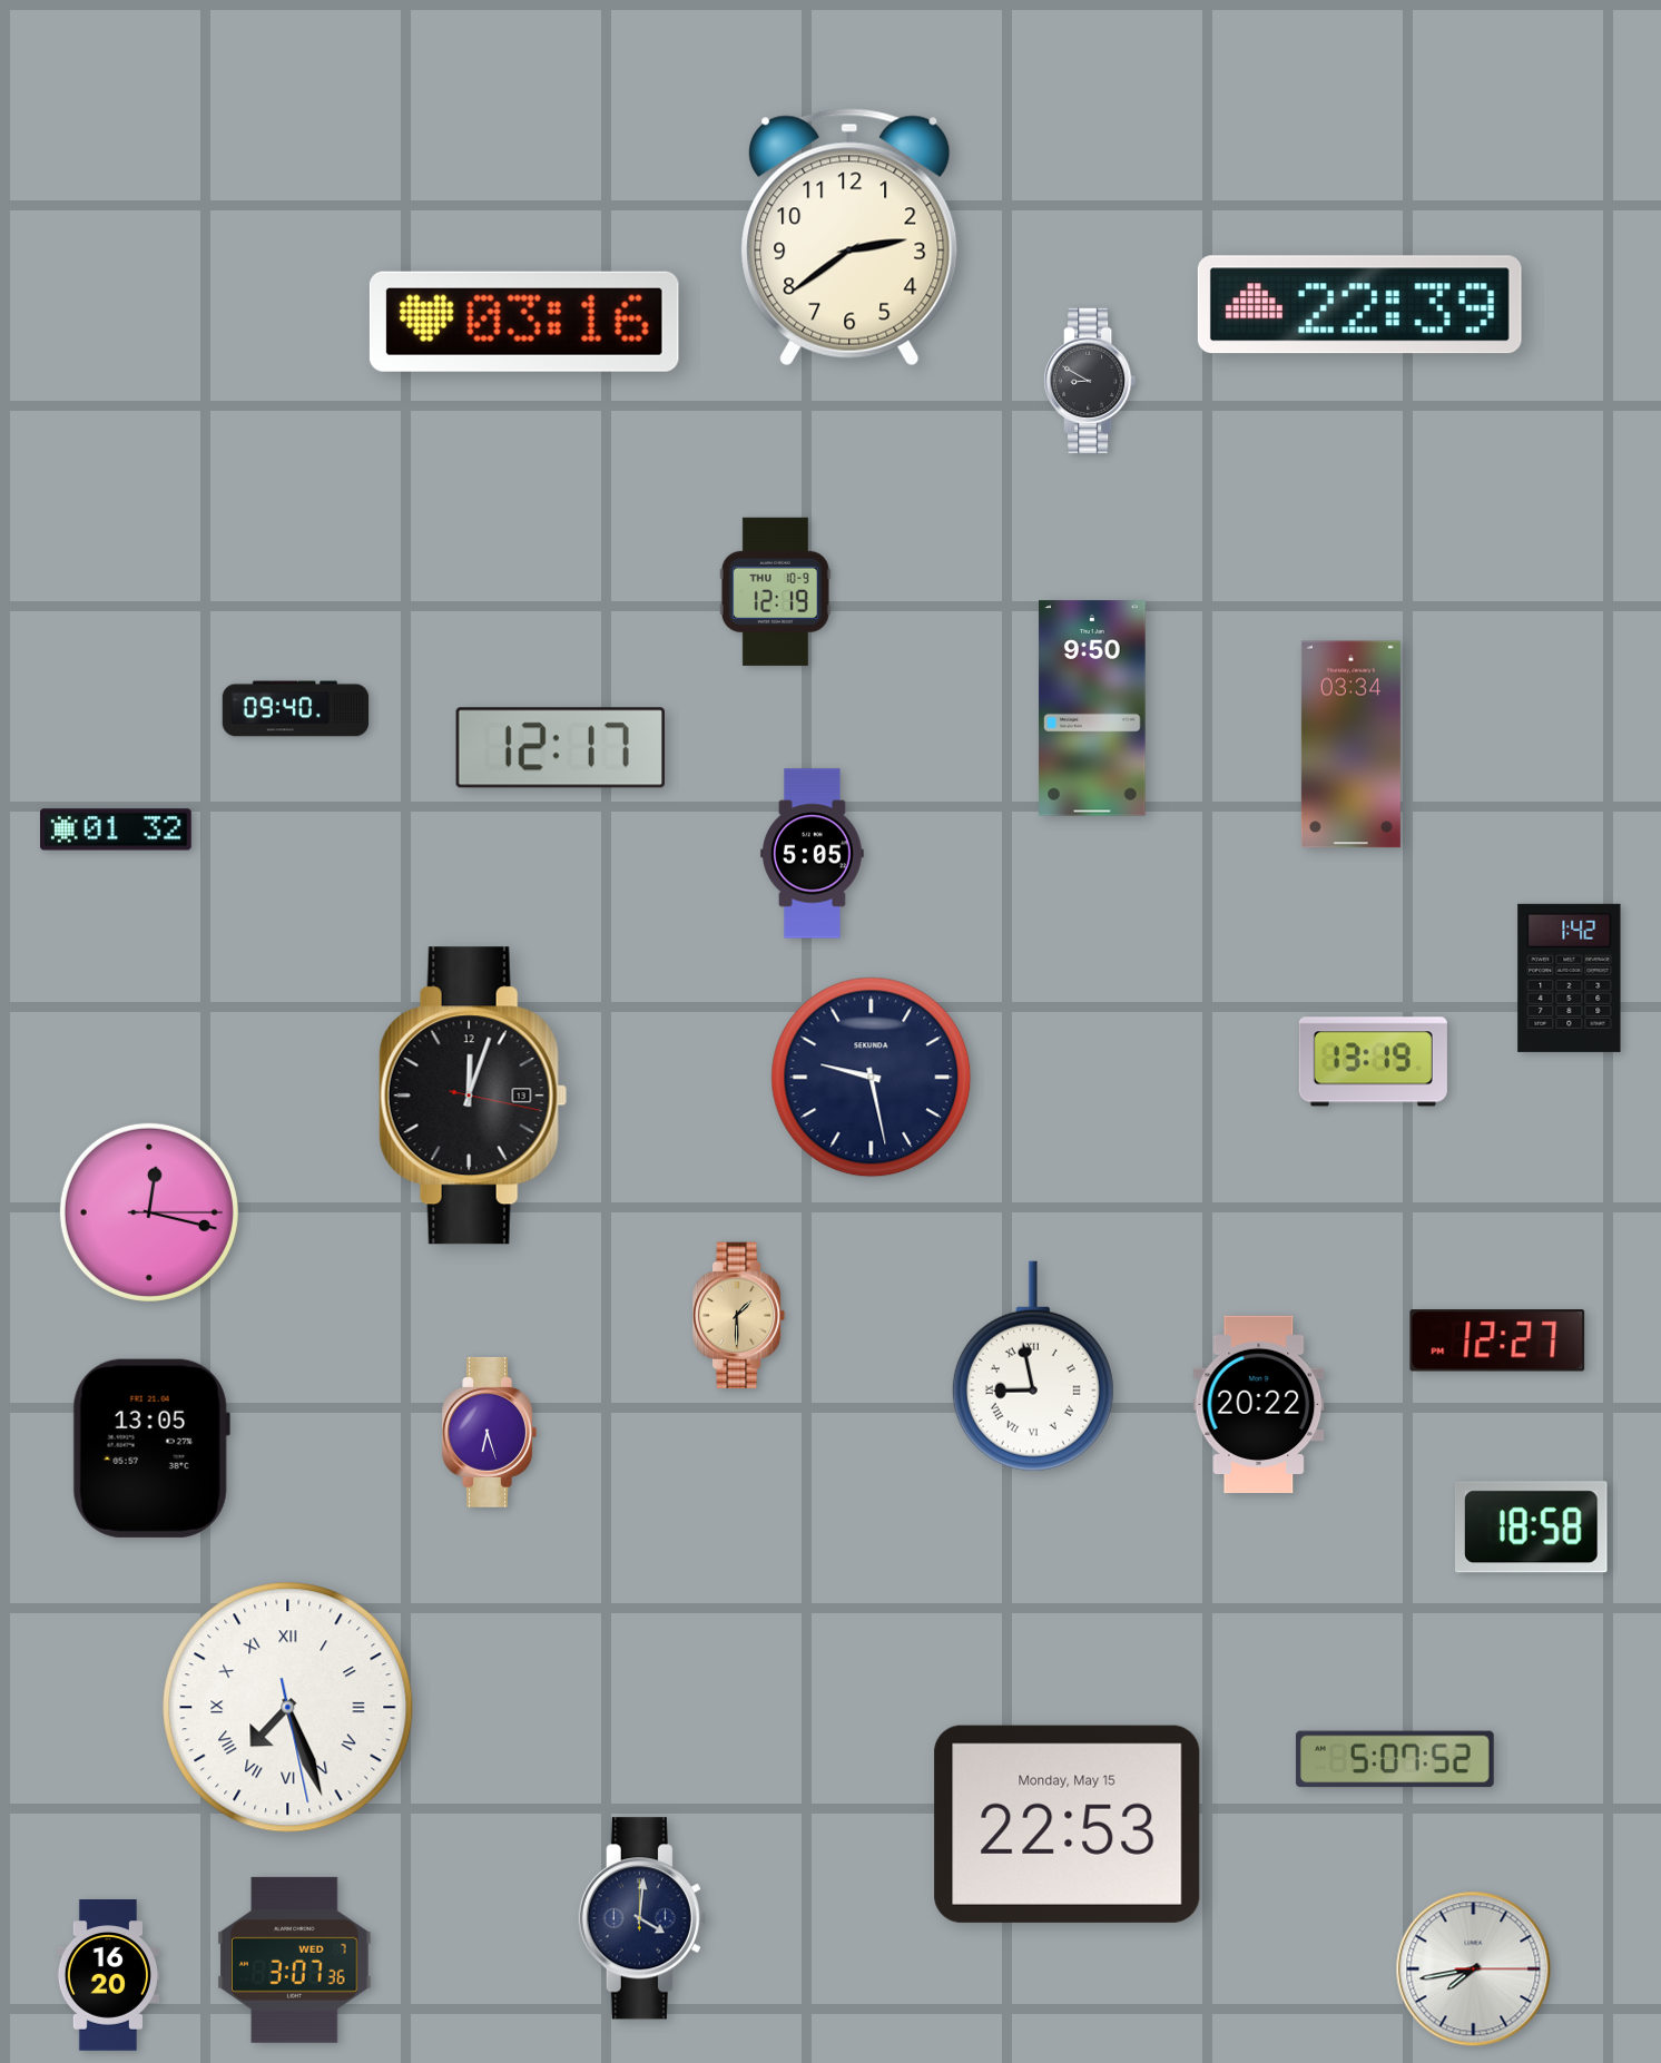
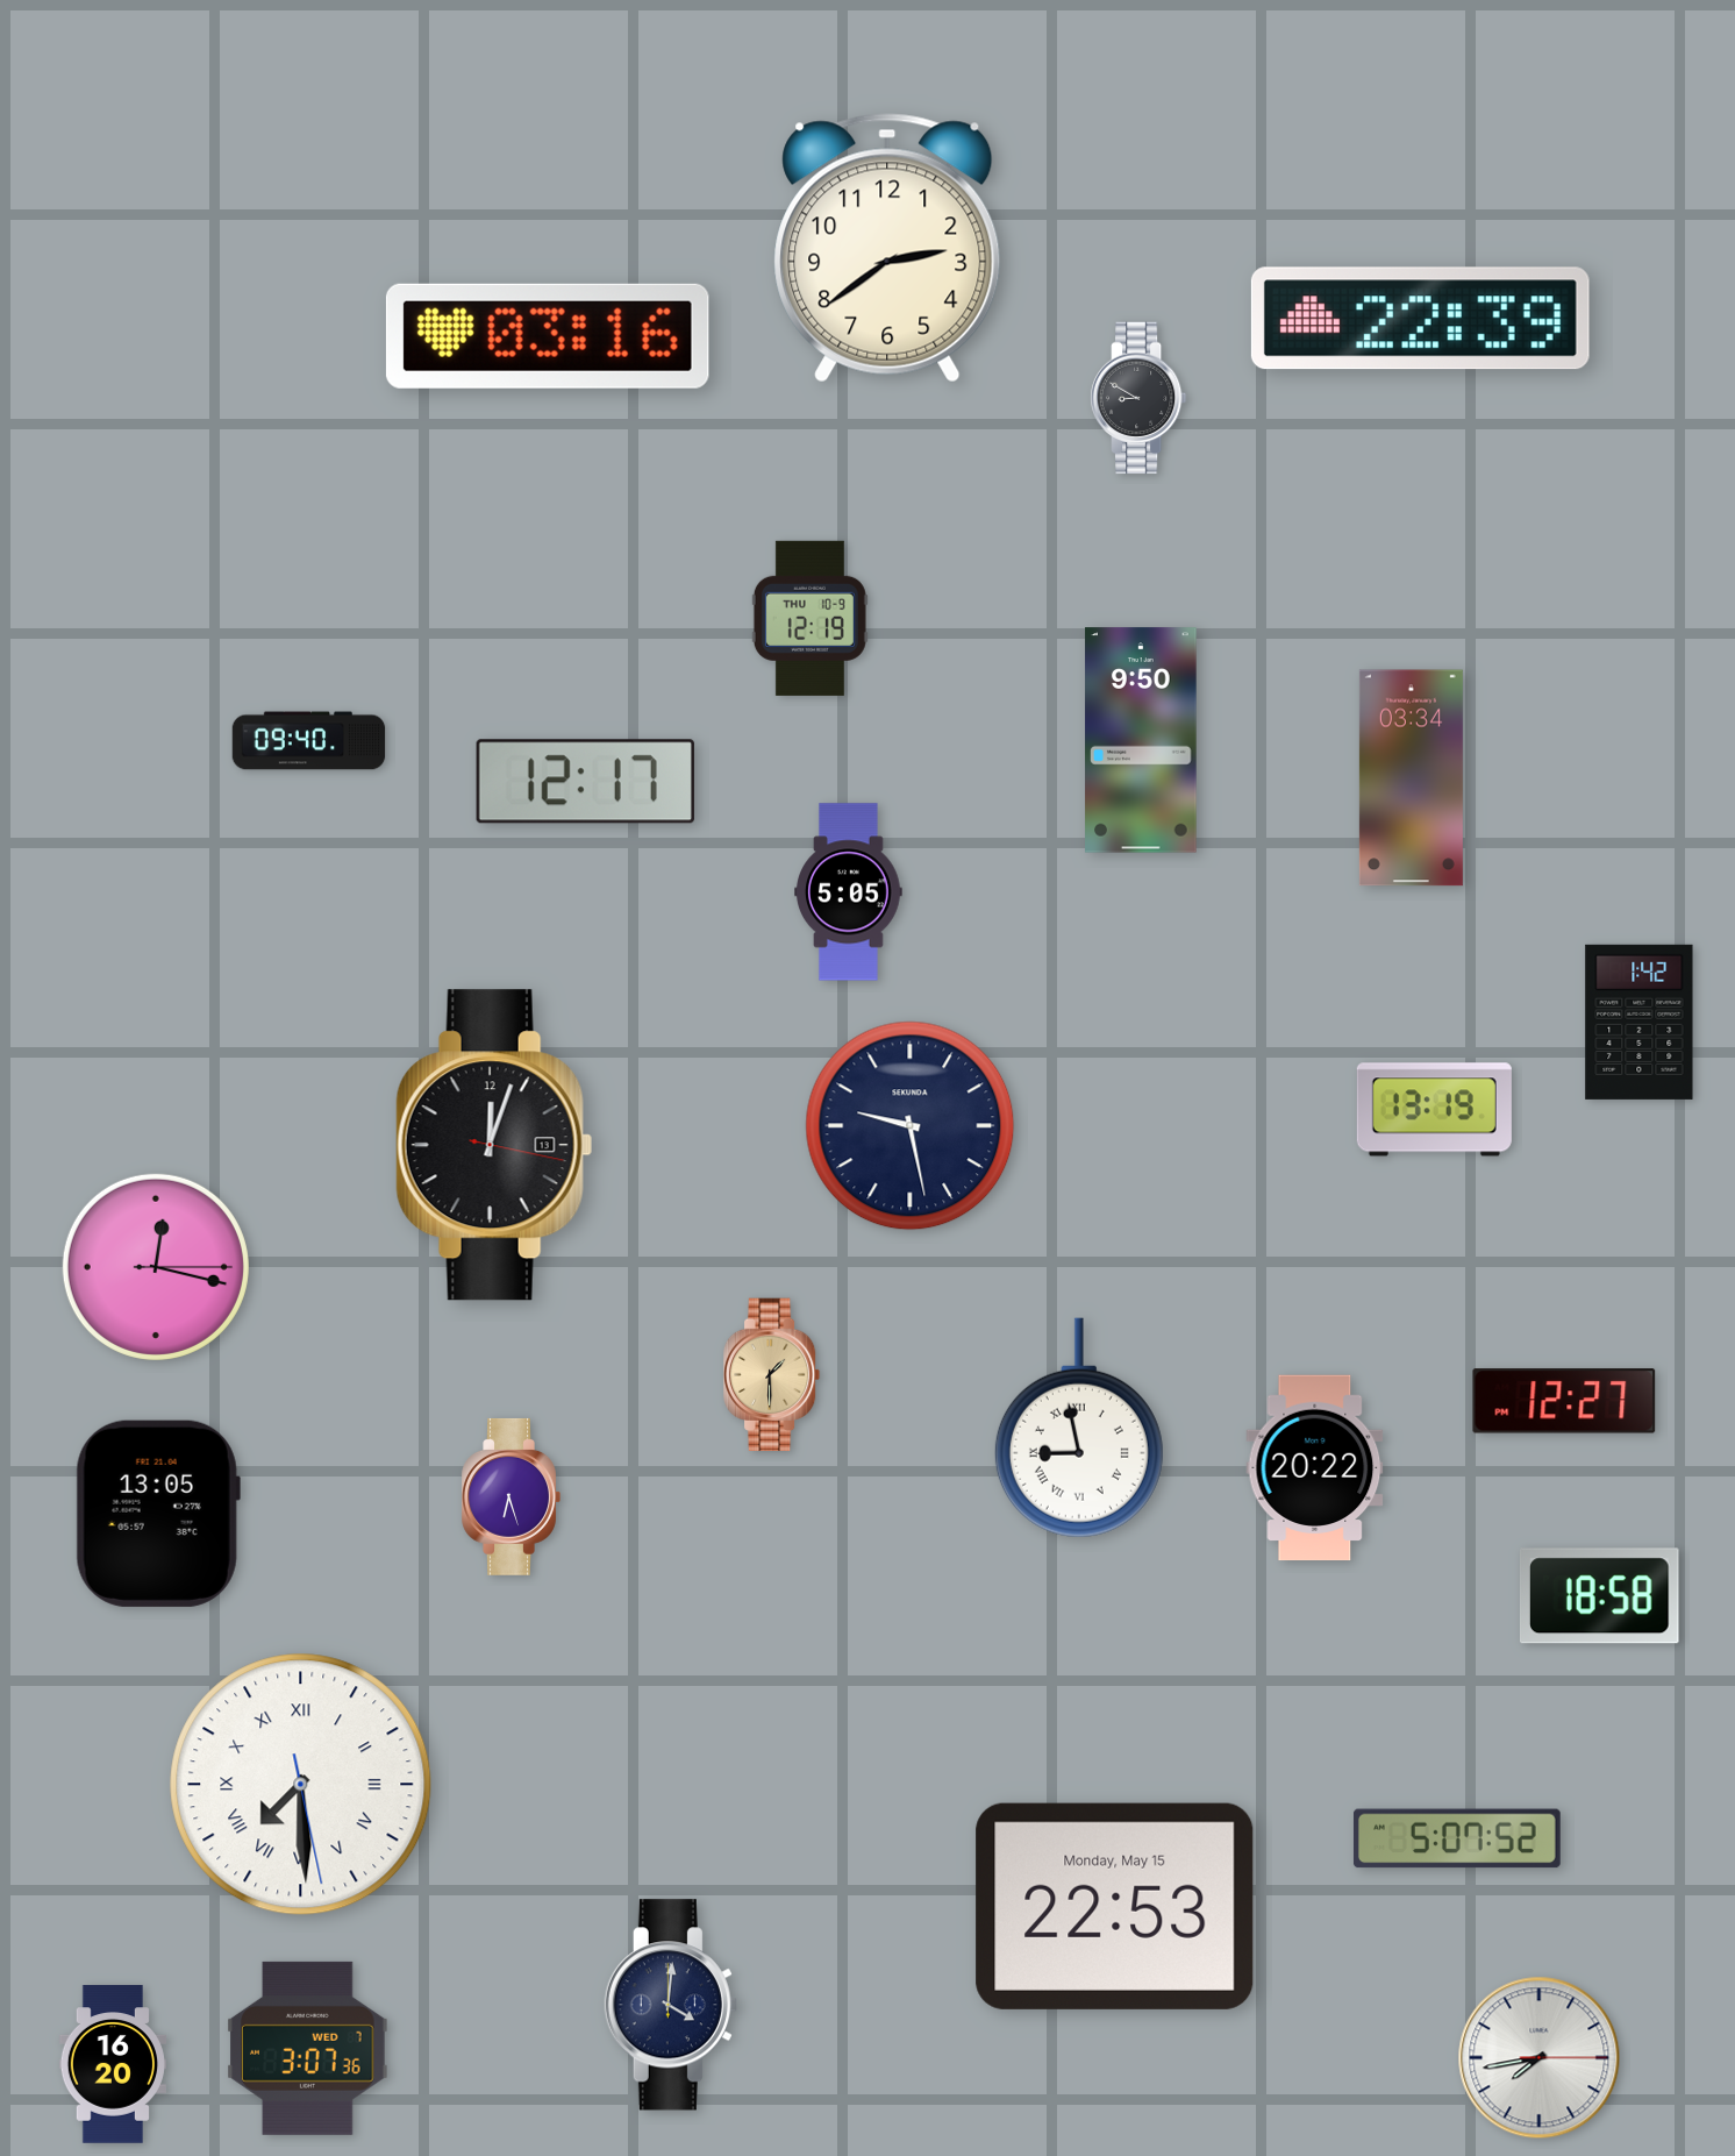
clock at (117, 829): 01:32 -> none
clock at (288, 1708): 7:26 -> 7:29
